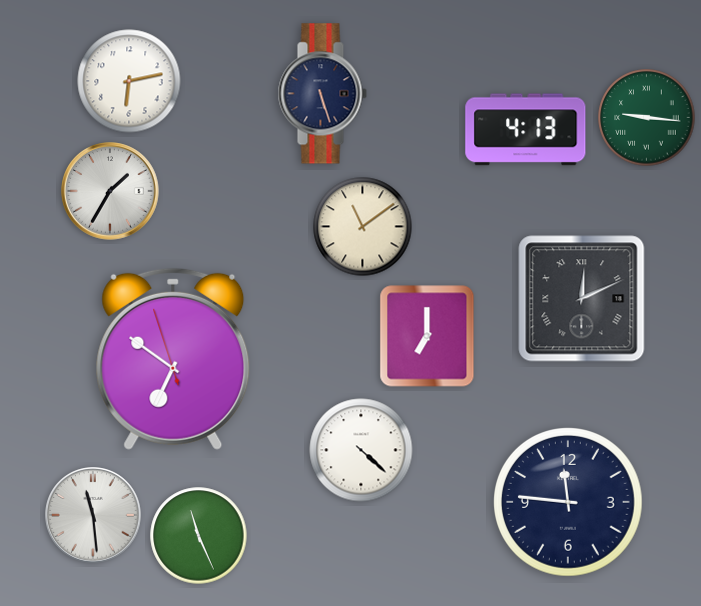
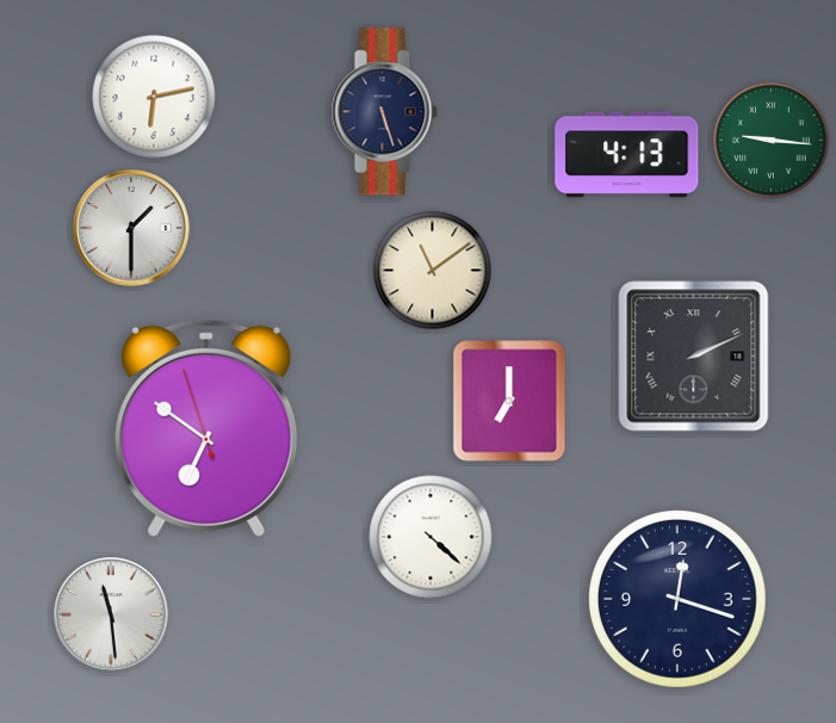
clock at (110, 191): 1:35 -> 1:30
clock at (582, 299): 12:11 -> 2:11
clock at (569, 503): 11:46 -> 12:18
clock at (199, 536): 11:26 -> none
